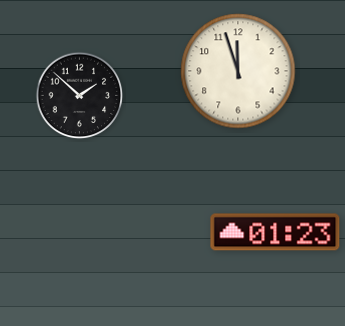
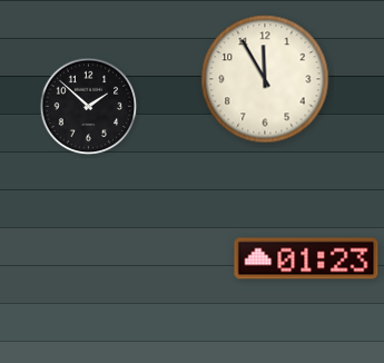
clock at (238, 71): 11:57 -> 11:55
